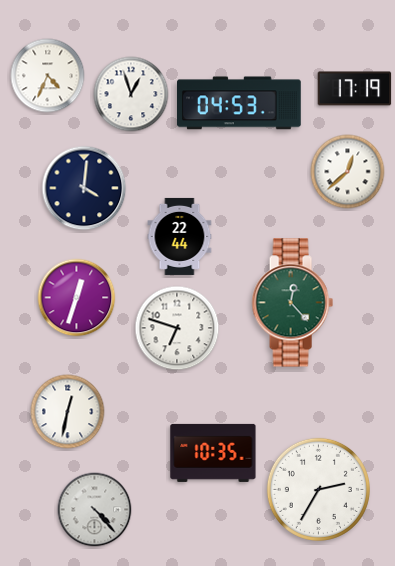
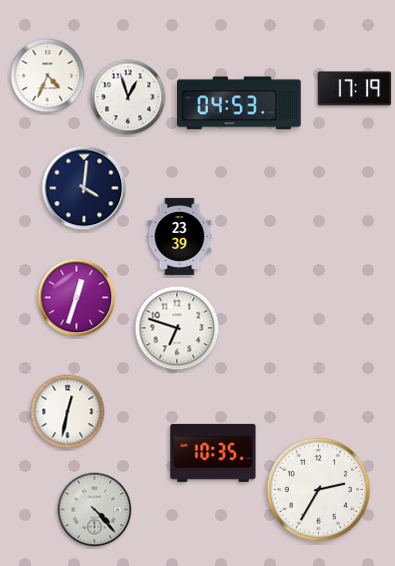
clock at (131, 94) position: (131, 94) -> (128, 97)
clock at (348, 172): 12:38 -> none
clock at (180, 236): 22:44 -> 23:39
clock at (292, 303): 12:23 -> none
